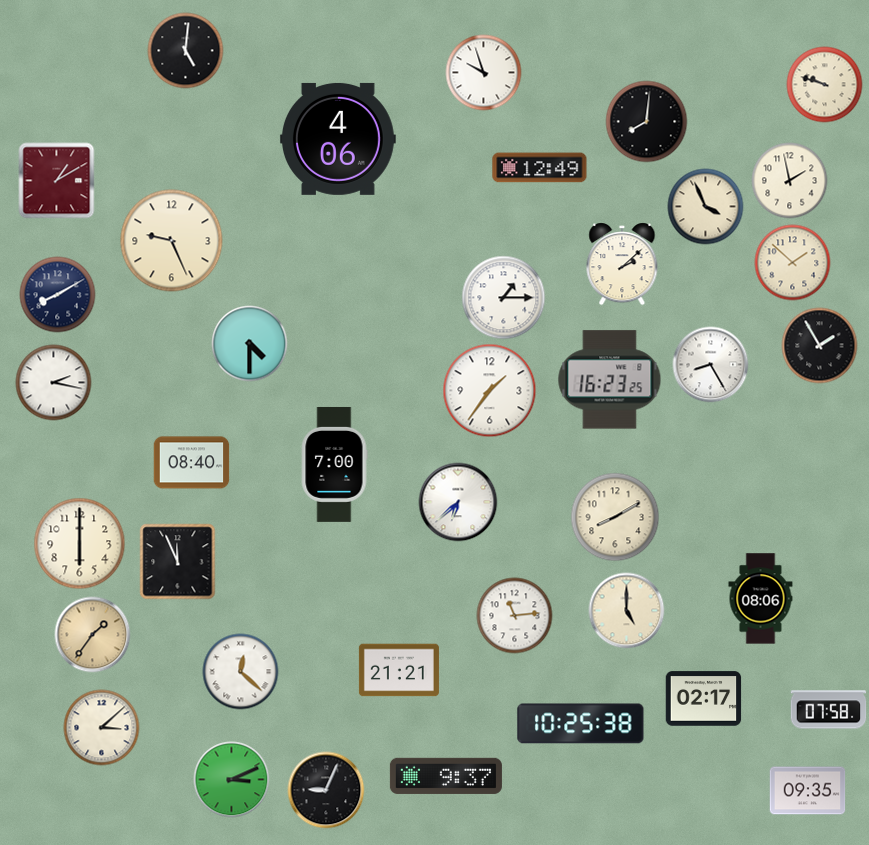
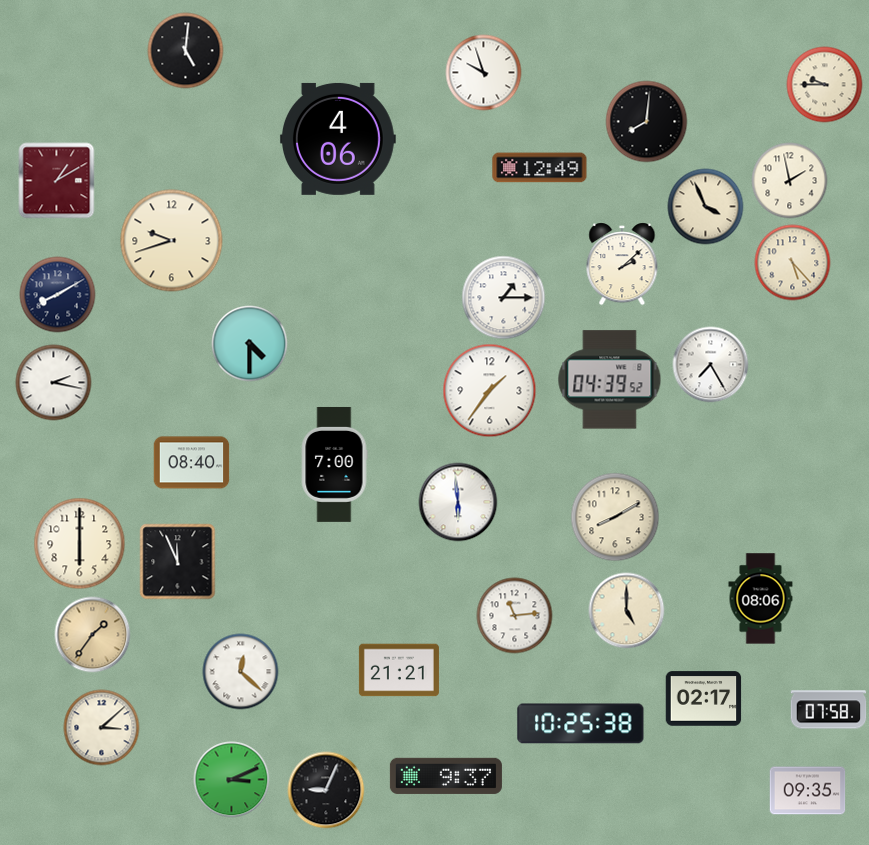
clock at (825, 85): 9:48 -> 9:45
clock at (172, 241): 9:26 -> 9:42
clock at (793, 263): 1:52 -> 5:23
clock at (820, 346): 1:55 -> none
clock at (711, 365): 8:25 -> 7:25
clock at (610, 380): 16:23 -> 04:39
clock at (458, 502): 6:38 -> 5:59
